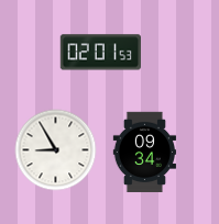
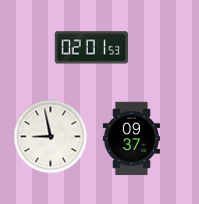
clock at (56, 150): 8:55 -> 8:58
clock at (144, 153): 09:34 -> 09:37
